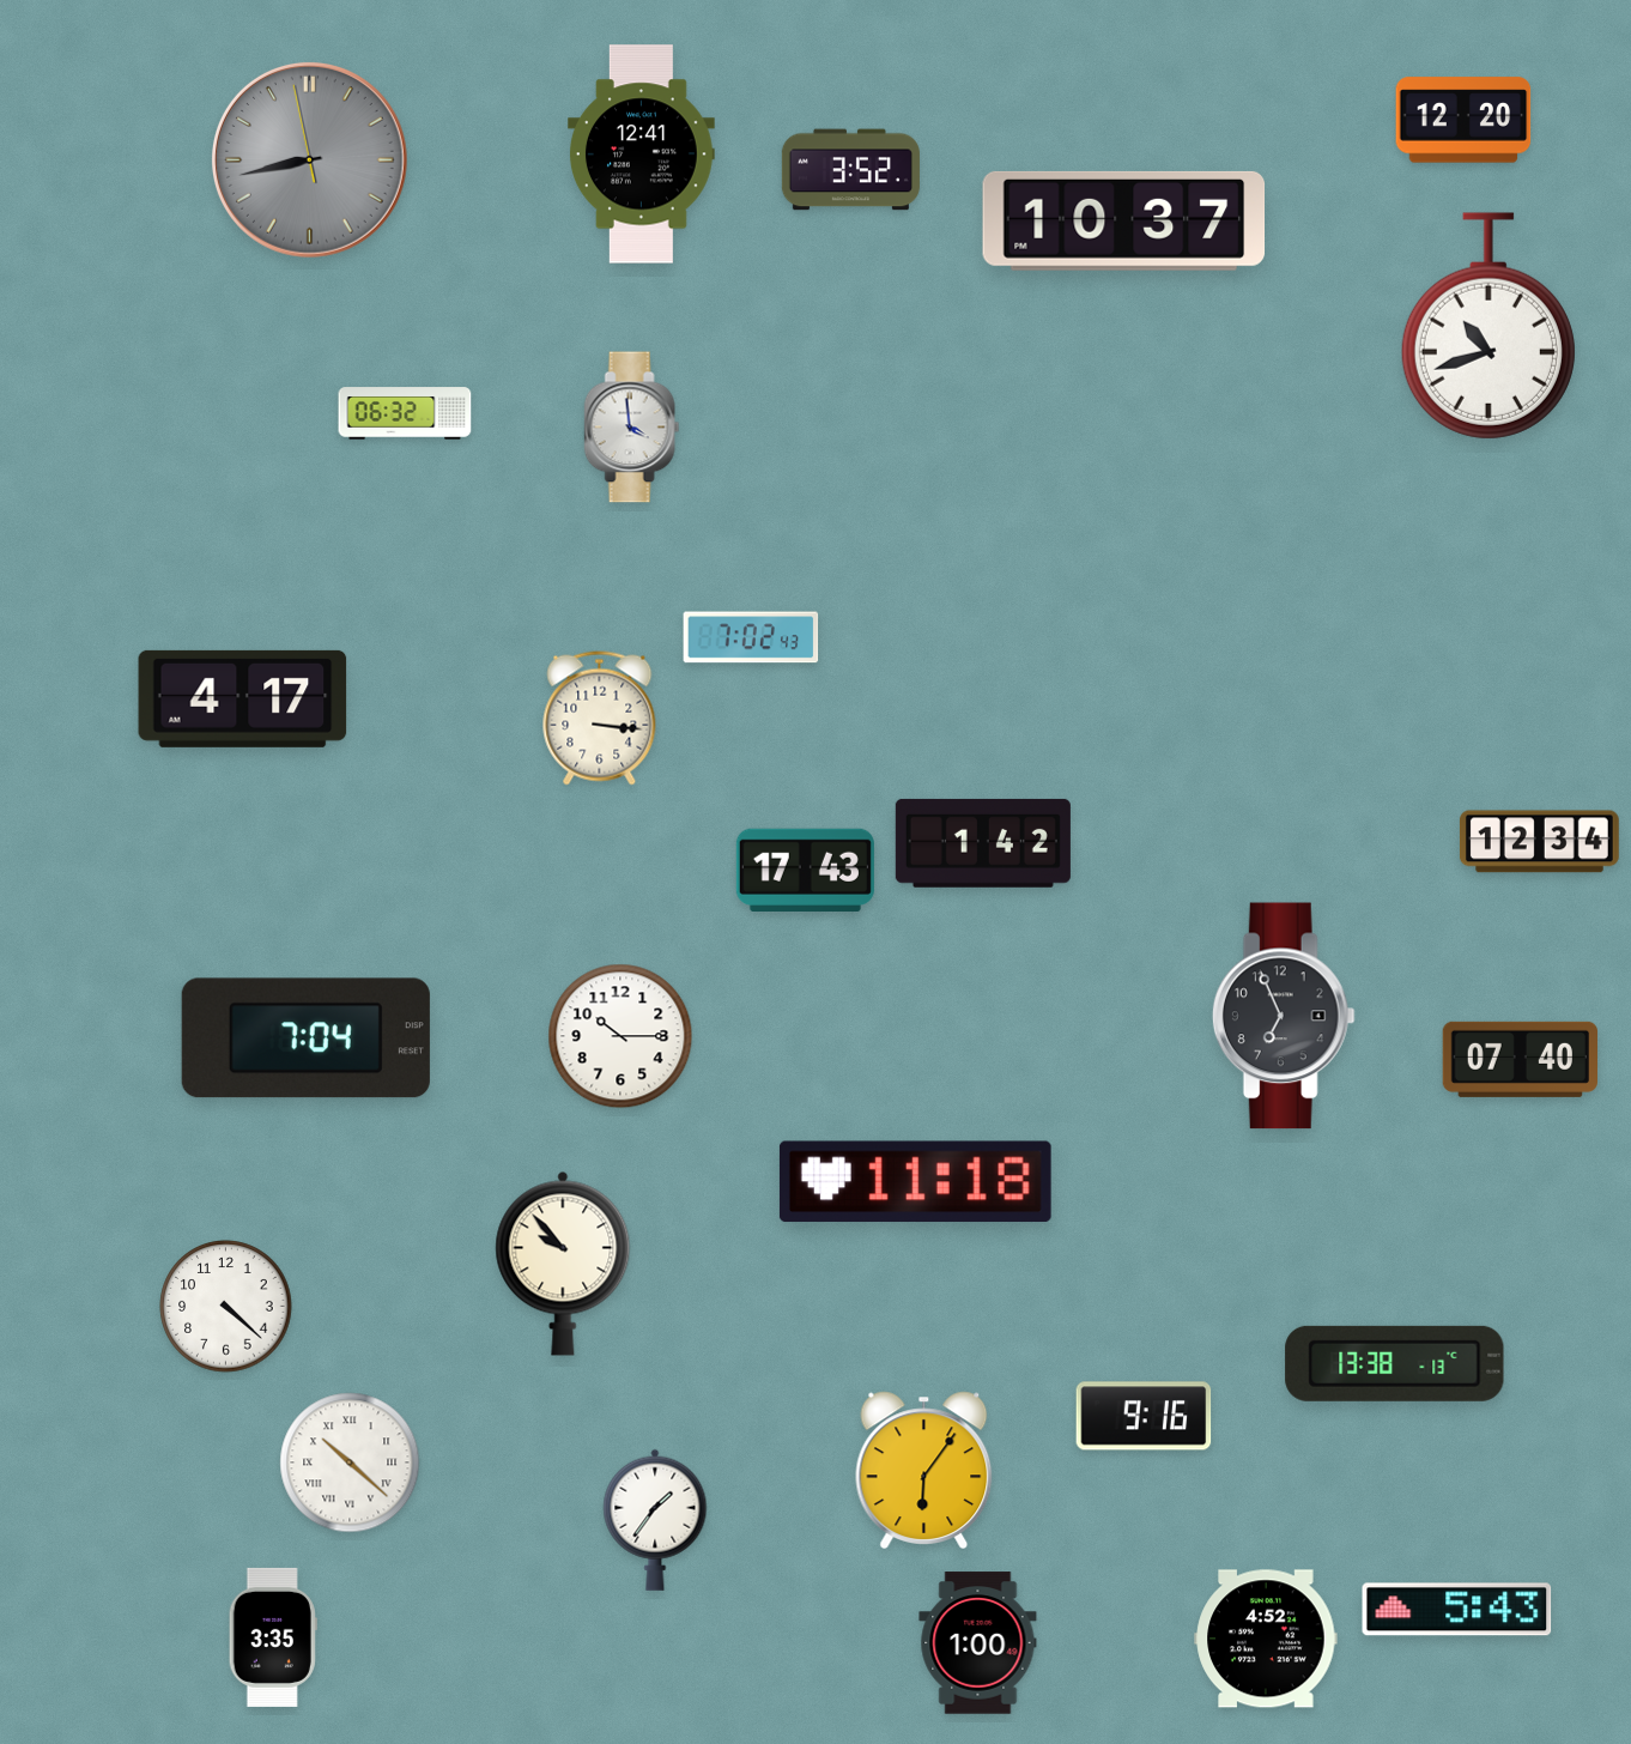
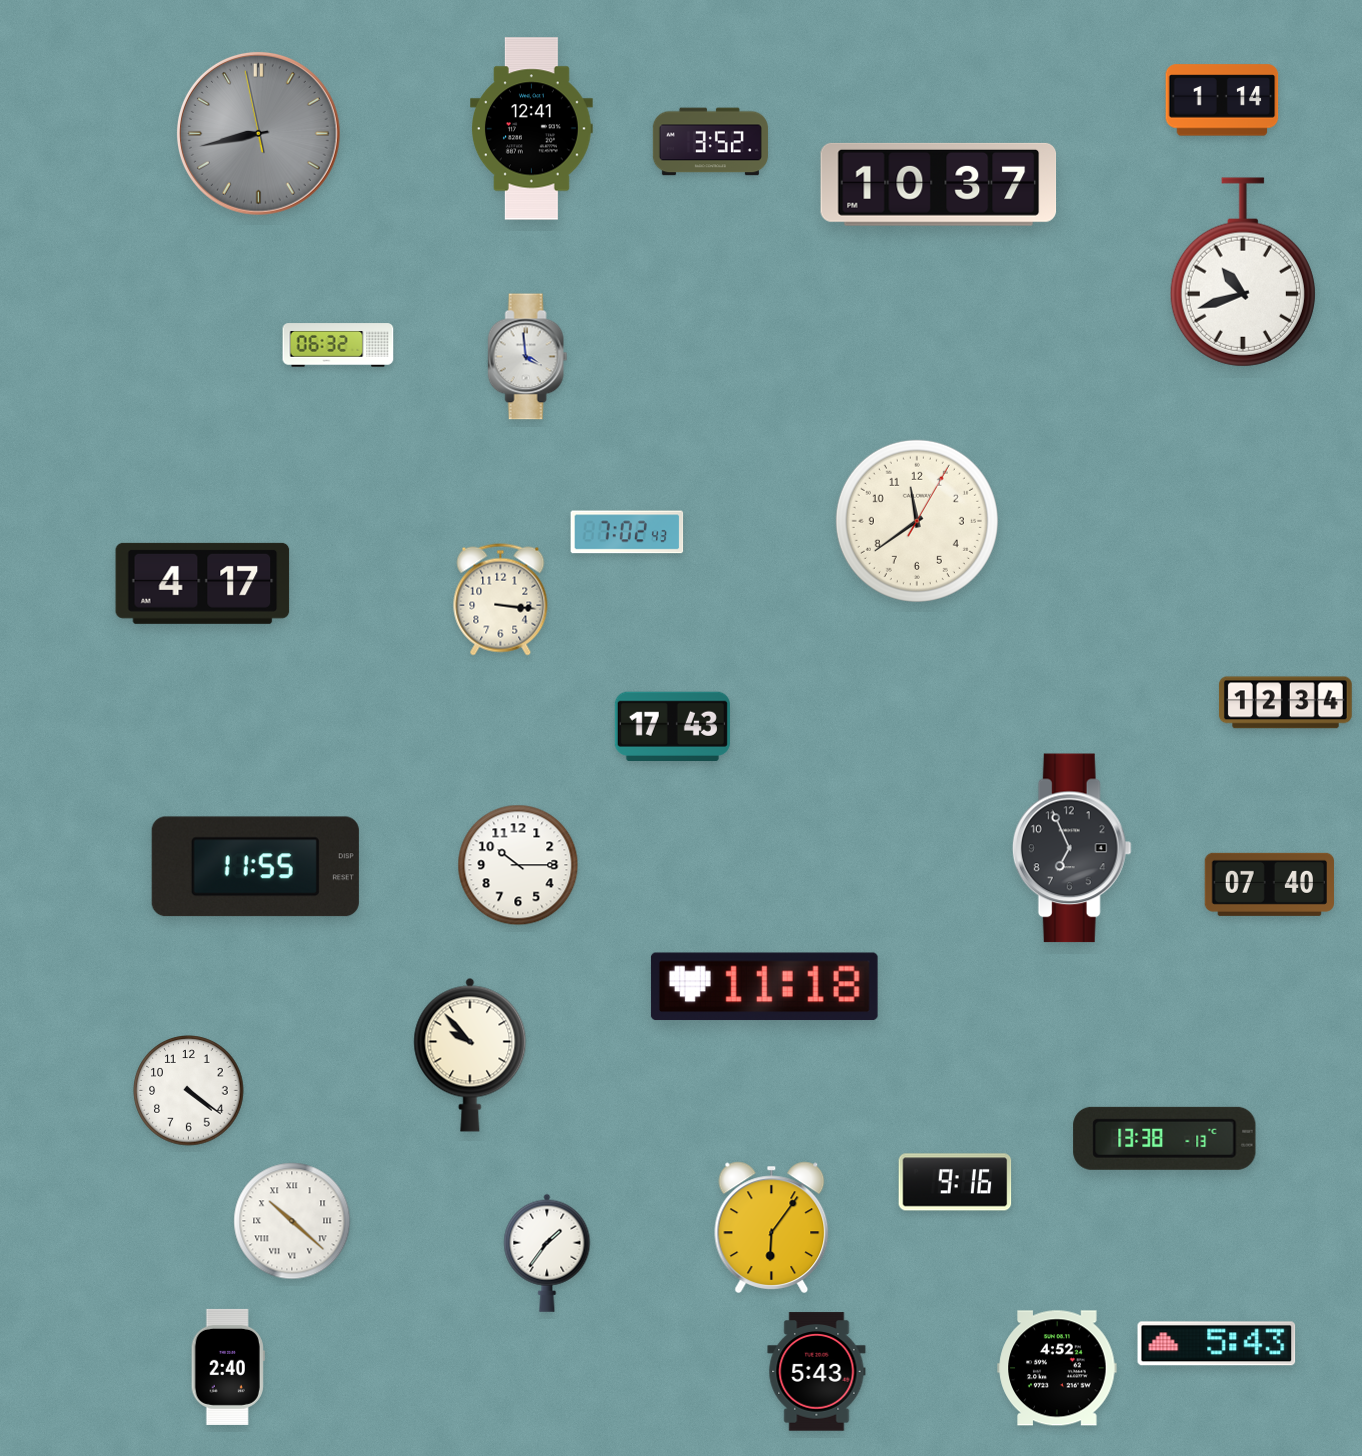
clock at (1463, 120): 12:20 -> 1:14
clock at (642, 155) position: (642, 155) -> (532, 129)
clock at (917, 521): none -> 11:39
clock at (983, 843): 1:42 -> none
clock at (305, 1038): 7:04 -> 11:55
clock at (226, 1307): 4:22 -> 4:21
clock at (655, 1520) position: (655, 1520) -> (547, 1253)
clock at (273, 1637): 3:35 -> 2:40
clock at (978, 1643): 1:00 -> 5:43
